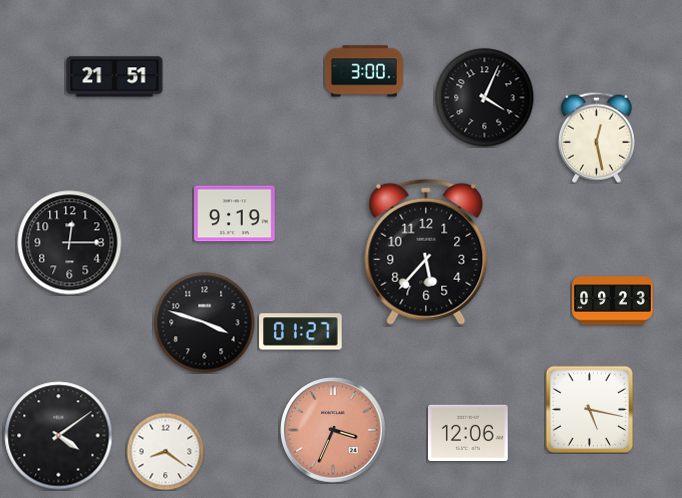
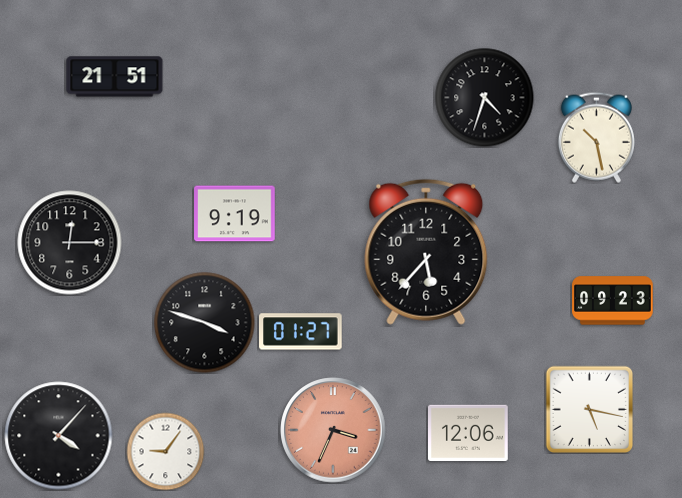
clock at (365, 71): 3:00 -> none
clock at (485, 98): 4:04 -> 4:33
clock at (596, 137): 12:28 -> 10:28
clock at (59, 436): 4:09 -> 4:07
clock at (165, 451): 8:21 -> 9:06
